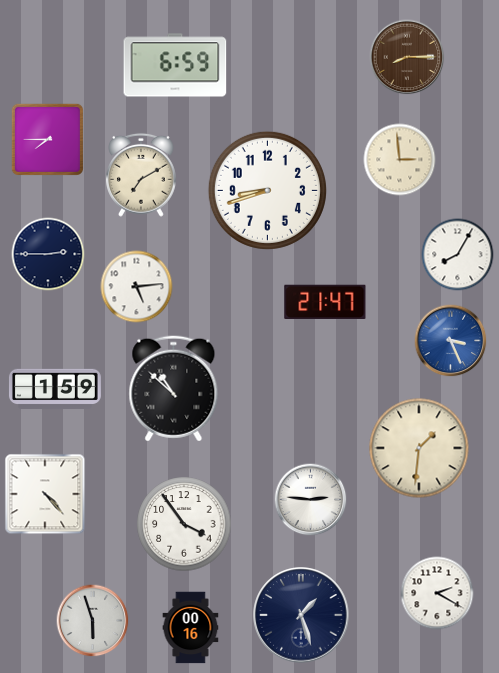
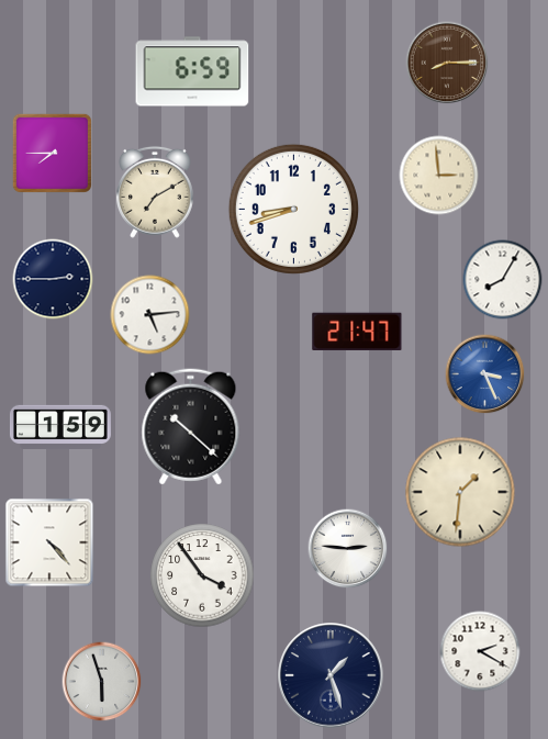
clock at (451, 341) position: (451, 341) -> (485, 374)
clock at (174, 389): 10:52 -> 10:22
clock at (311, 500) position: (311, 500) -> (348, 549)
clock at (191, 628): 00:16 -> none
